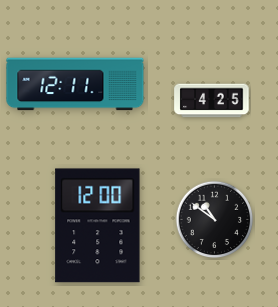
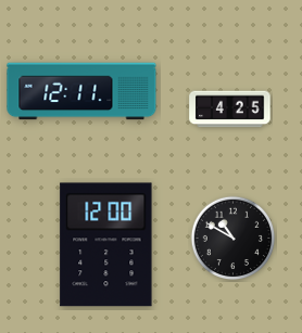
clock at (215, 220): 10:51 -> 10:50
